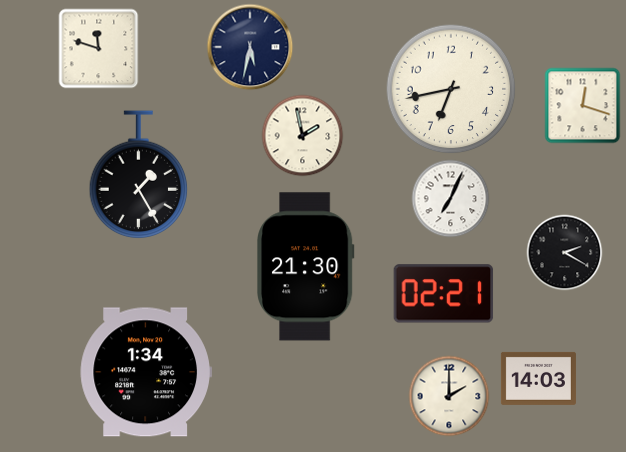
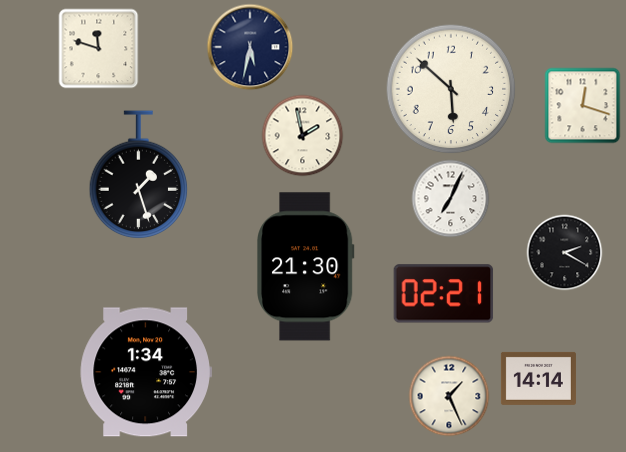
clock at (451, 89): 6:43 -> 5:52
clock at (139, 175): 1:25 -> 1:27
clock at (538, 378): 14:03 -> 14:14
clock at (449, 396): 2:00 -> 1:26
